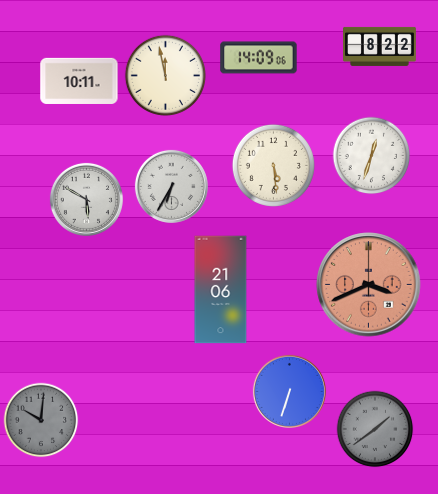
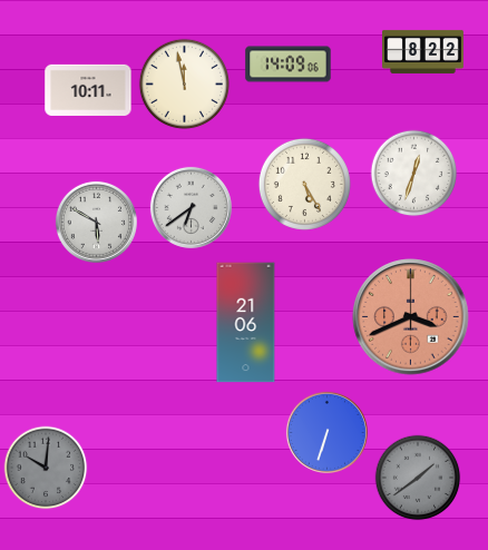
clock at (273, 165): 5:29 -> 5:25
clock at (171, 186): 6:35 -> 6:39
clock at (289, 391) position: (289, 391) -> (326, 432)
